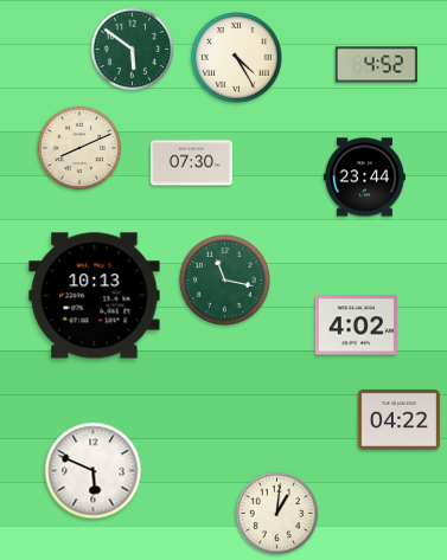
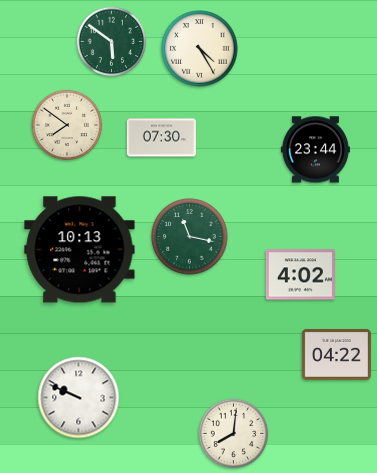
clock at (376, 65): 4:52 -> none
clock at (79, 148): 8:11 -> 7:51
clock at (364, 178) position: (364, 178) -> (315, 150)
clock at (94, 471): 5:49 -> 9:49
clock at (277, 514): 1:01 -> 8:01
